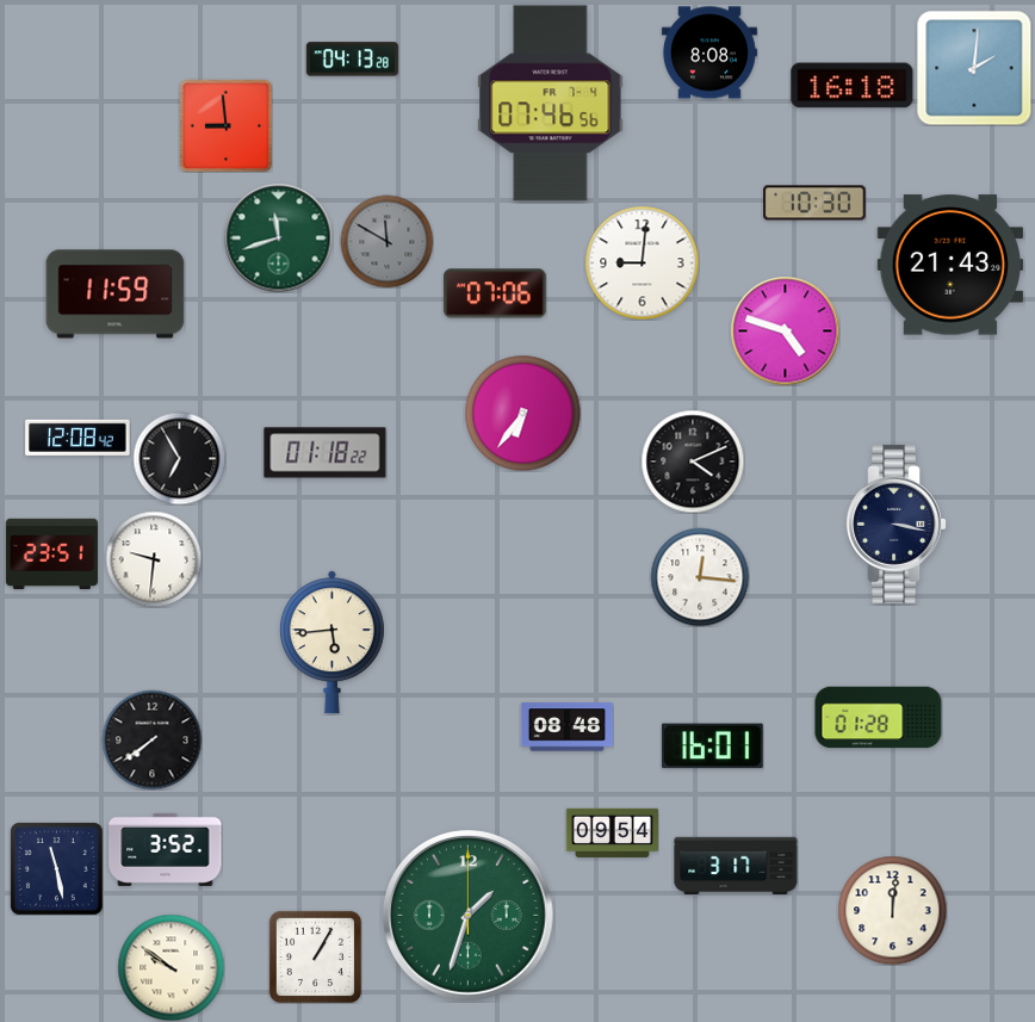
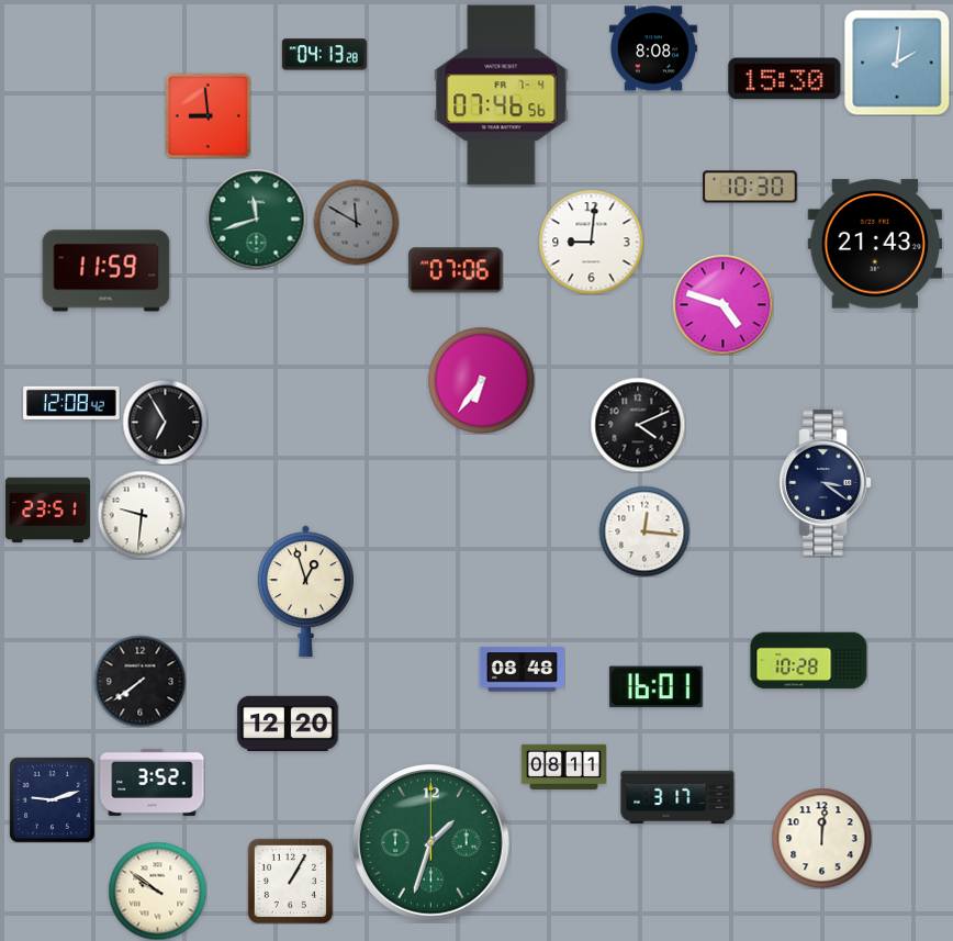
clock at (853, 86): 16:18 -> 15:30
clock at (551, 104) position: (551, 104) -> (502, 96)
clock at (326, 453): 01:18 -> none
clock at (897, 524): 3:17 -> 3:21
clock at (331, 643): 5:44 -> 12:57
clock at (879, 718): 01:28 -> 10:28
clock at (288, 724): none -> 12:20
clock at (612, 832): 09:54 -> 08:11
clock at (57, 869): 11:28 -> 9:12
